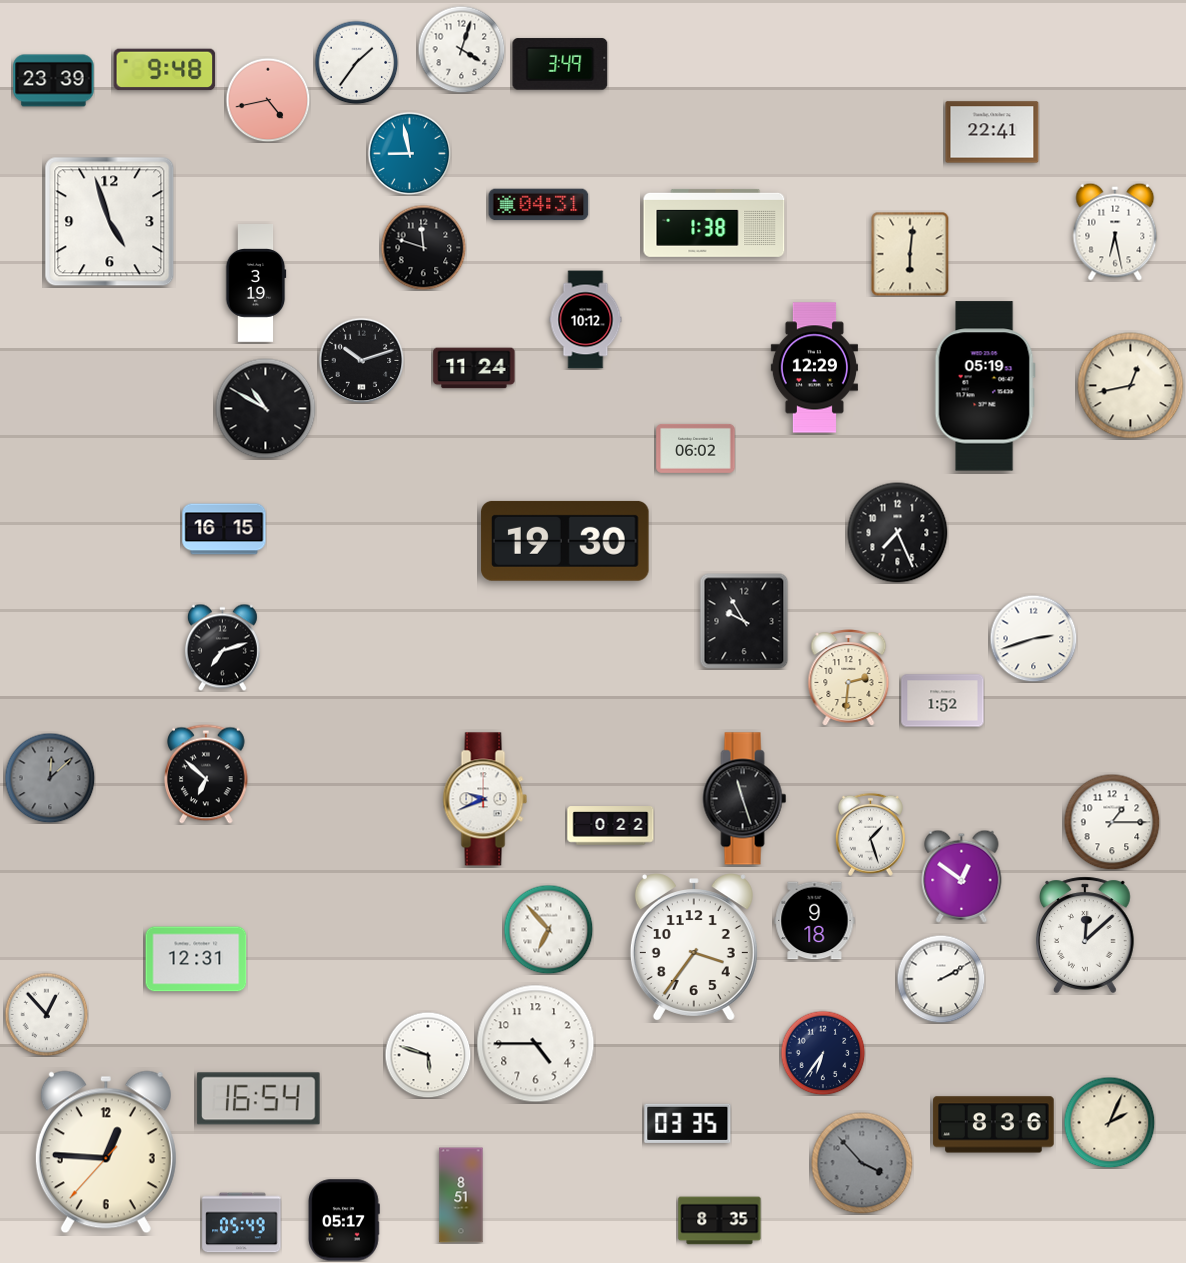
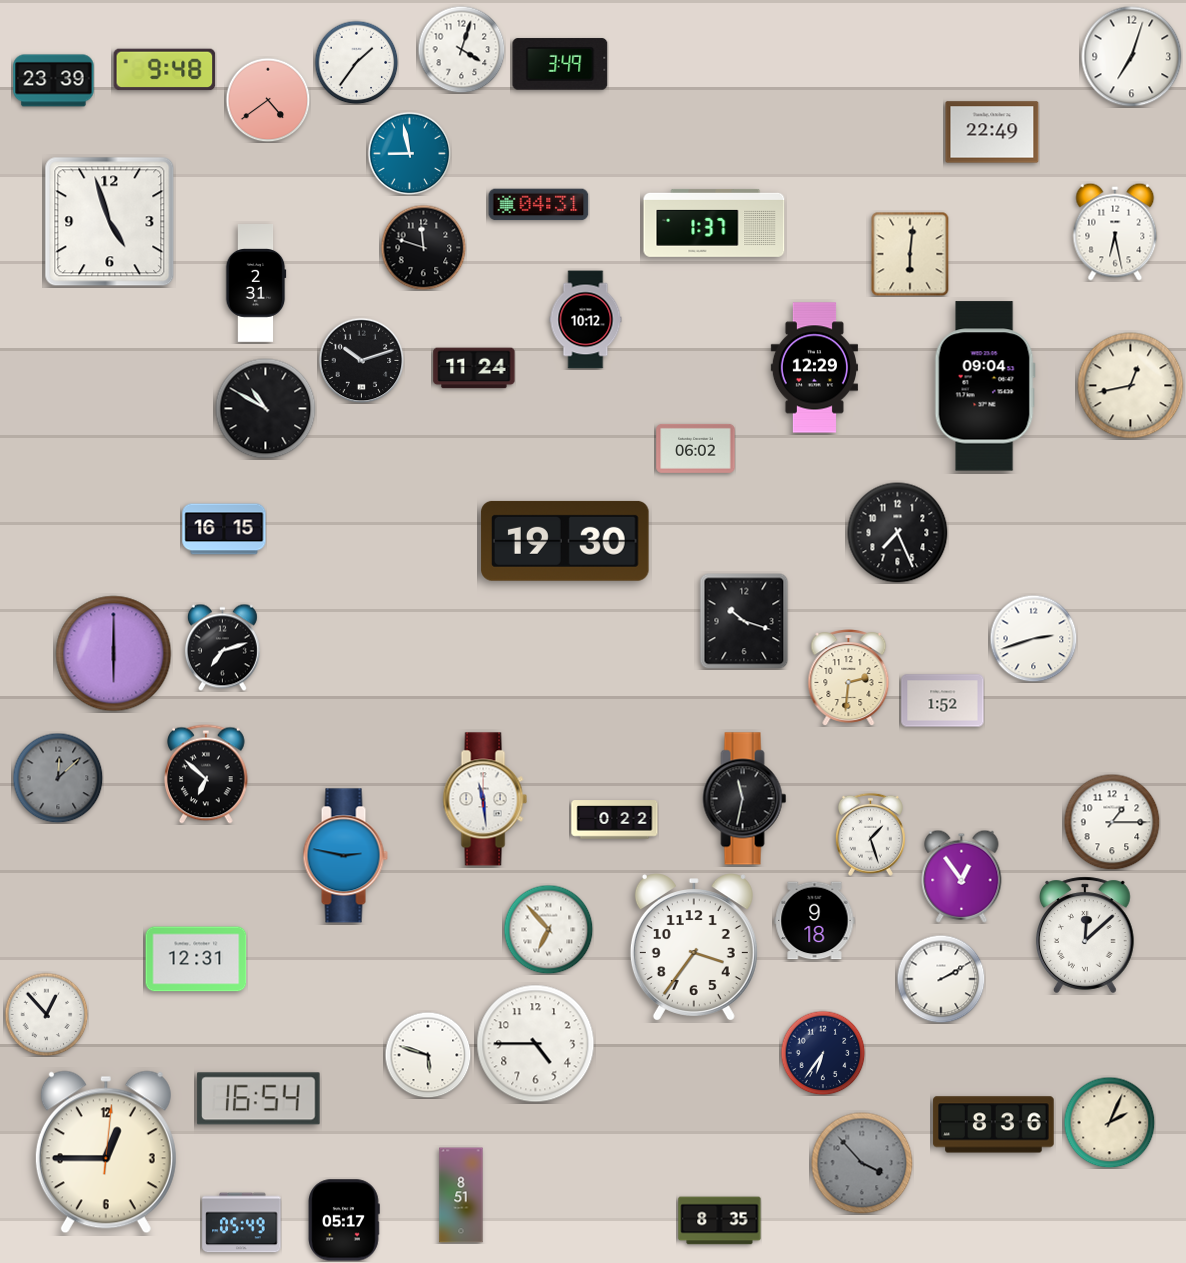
clock at (1132, 57): none -> 7:03
clock at (268, 100): 4:43 -> 4:39
clock at (992, 132): 22:41 -> 22:49
clock at (714, 223): 1:38 -> 1:37
clock at (256, 284): 3:19 -> 2:31
clock at (985, 386): 05:19 -> 09:04
clock at (744, 621): 9:55 -> 10:18
clock at (114, 654): none -> 6:00
clock at (50, 778) position: (50, 778) -> (58, 778)
clock at (485, 799): 9:41 -> 11:29
clock at (745, 799): 11:27 -> 11:32
clock at (611, 826) position: (611, 826) -> (615, 820)
clock at (345, 856): none -> 2:47
clock at (962, 876): 12:51 -> 12:54
clock at (688, 1123): 03:35 -> none
clock at (106, 1152): 12:45:37 -> 12:45:01
